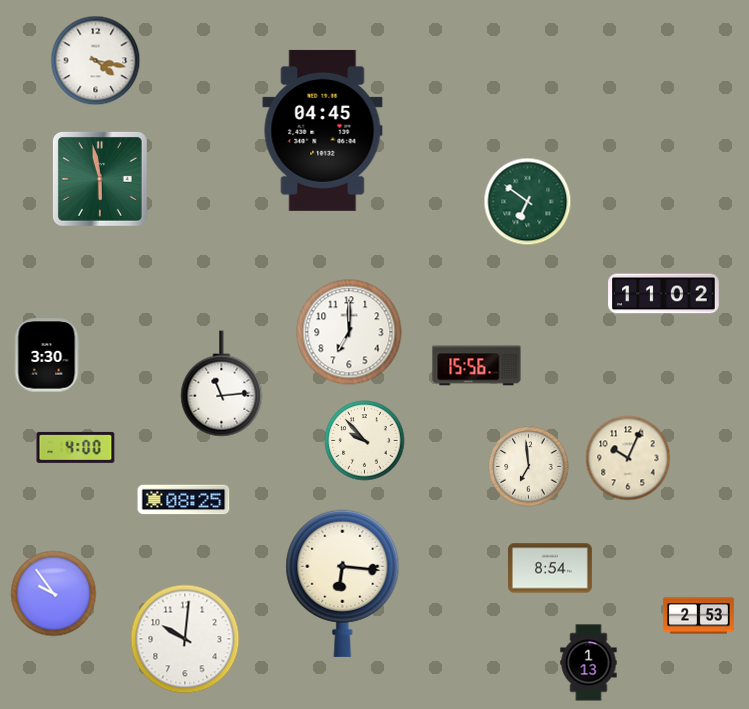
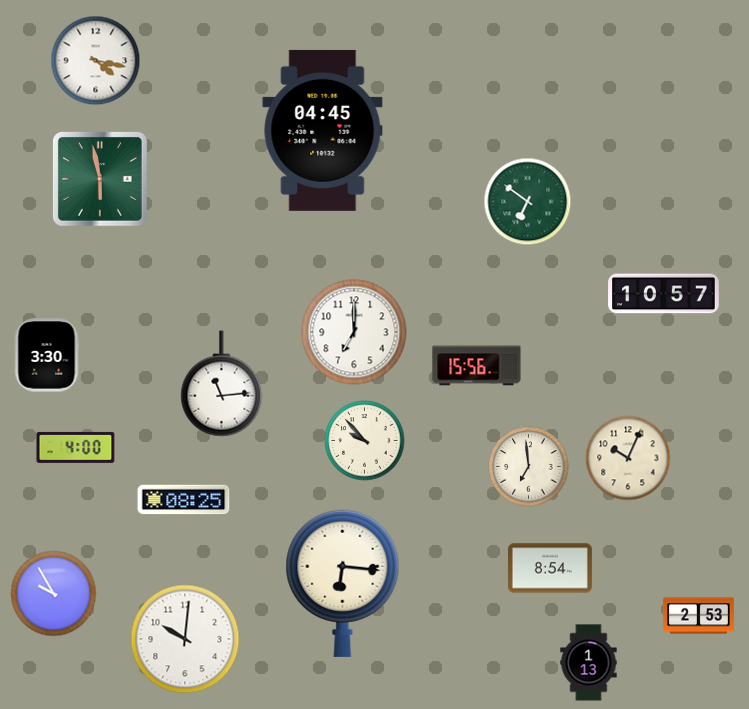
clock at (664, 294): 11:02 -> 10:57
clock at (349, 332) position: (349, 332) -> (354, 332)
clock at (54, 594): 9:54 -> 9:55
